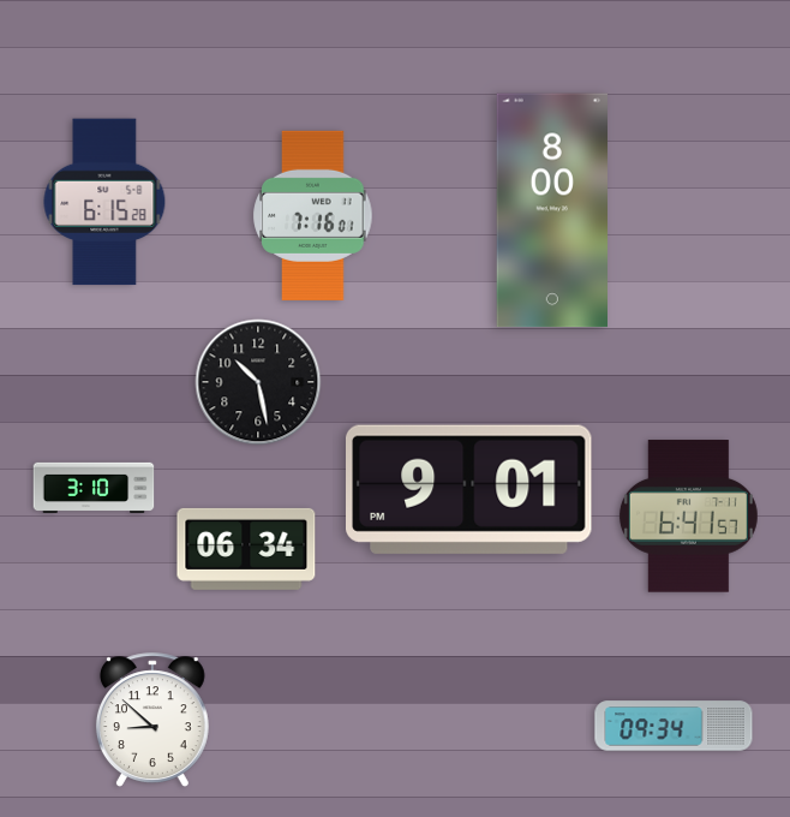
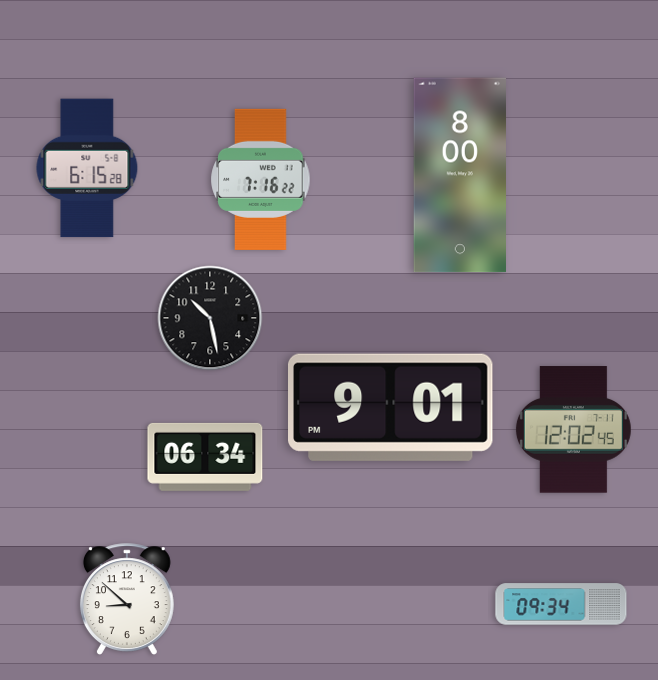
clock at (313, 215): 7:16:01 -> 7:16:22
clock at (258, 382) position: (258, 382) -> (210, 318)
clock at (94, 487): 3:10 -> none
clock at (688, 517): 6:41 -> 12:02
